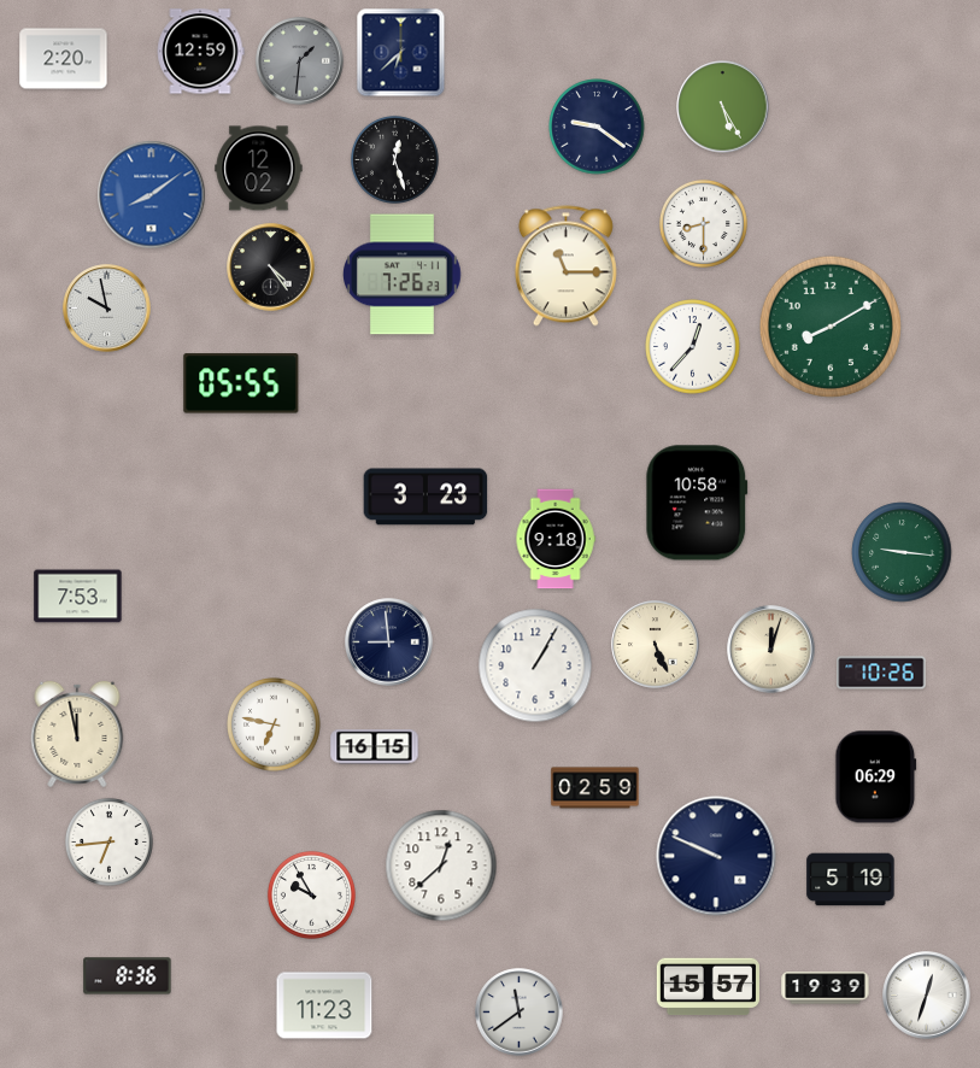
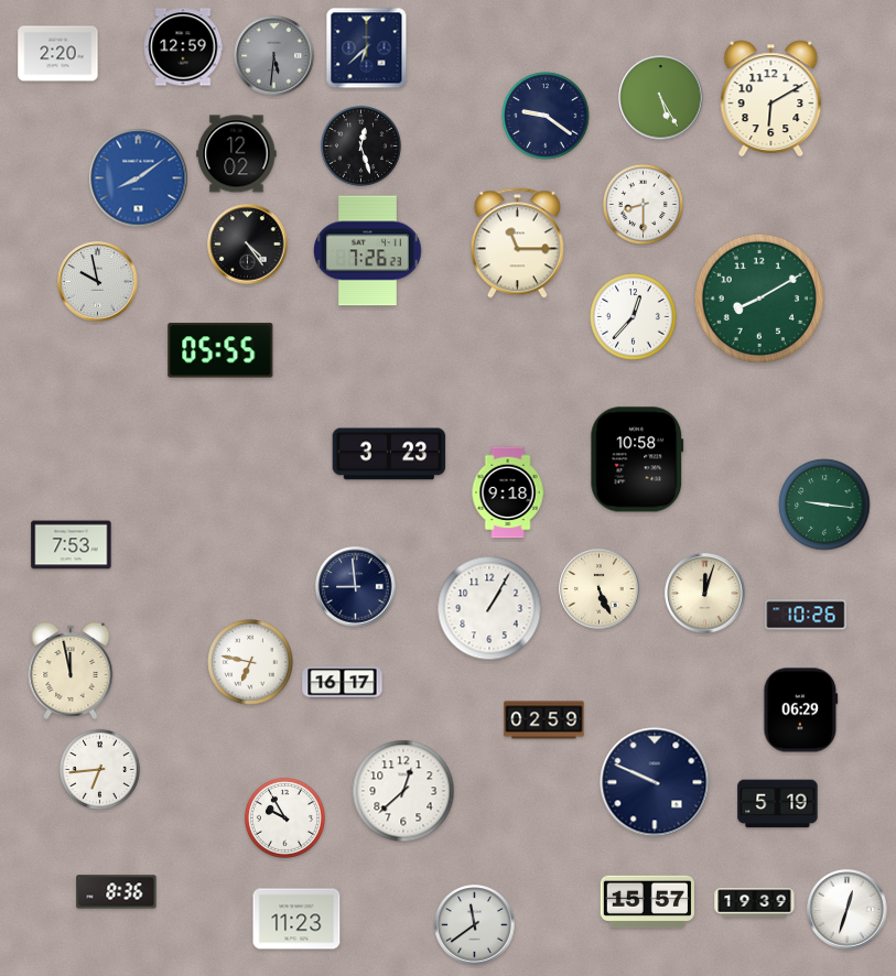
clock at (300, 61): 1:31 -> 5:31
clock at (771, 99): none -> 6:10
clock at (375, 747): 16:15 -> 16:17
